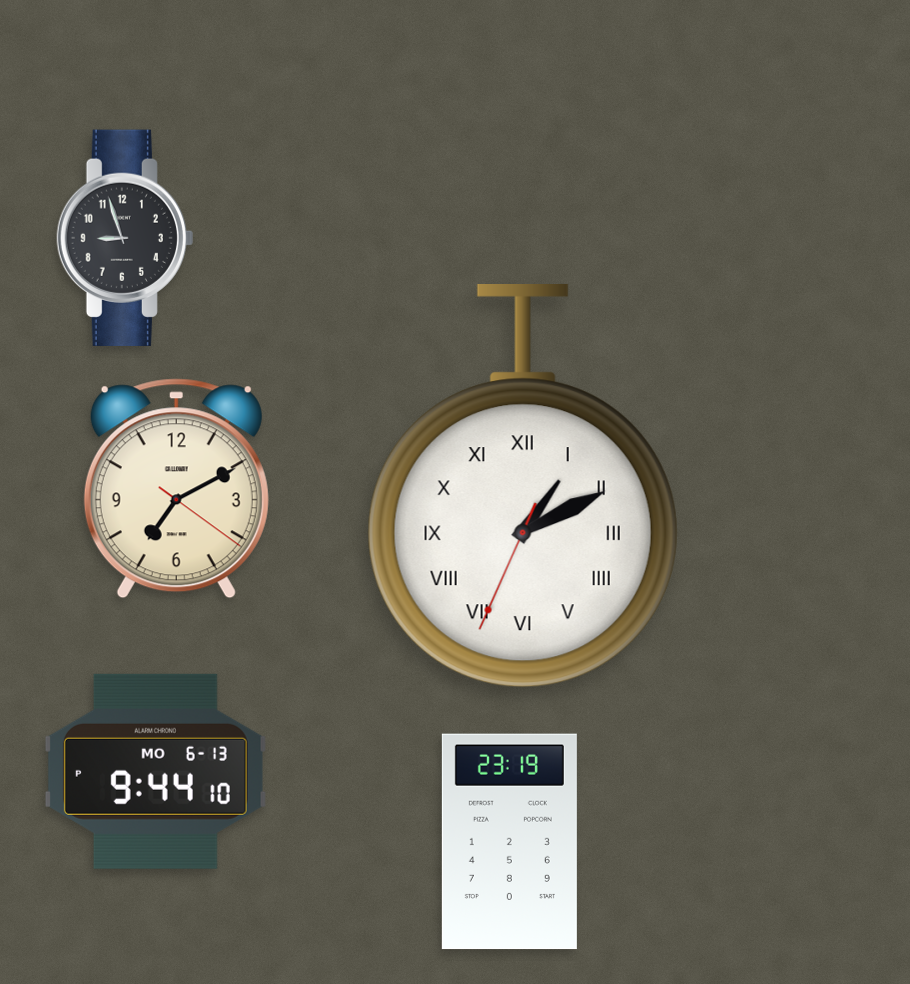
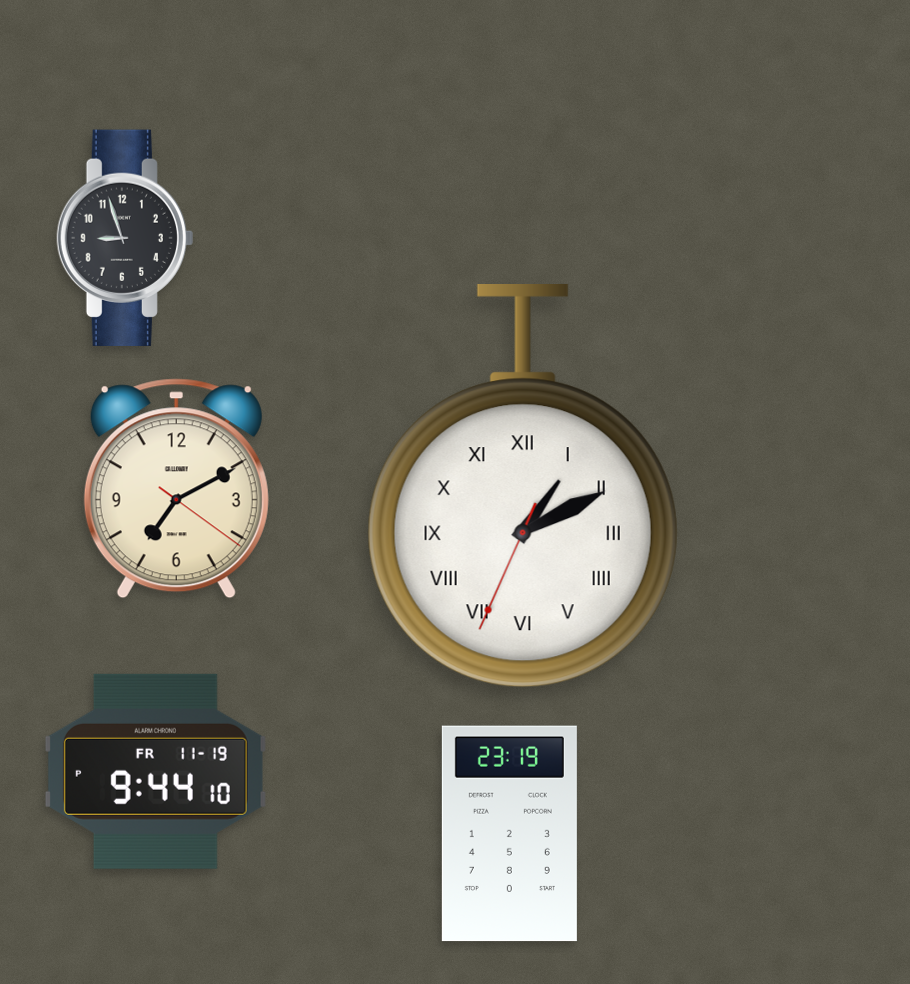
clock at (155, 771) date: MO 6-13 -> FR 11-19
clock at (509, 842) position: (509, 842) -> (509, 834)
